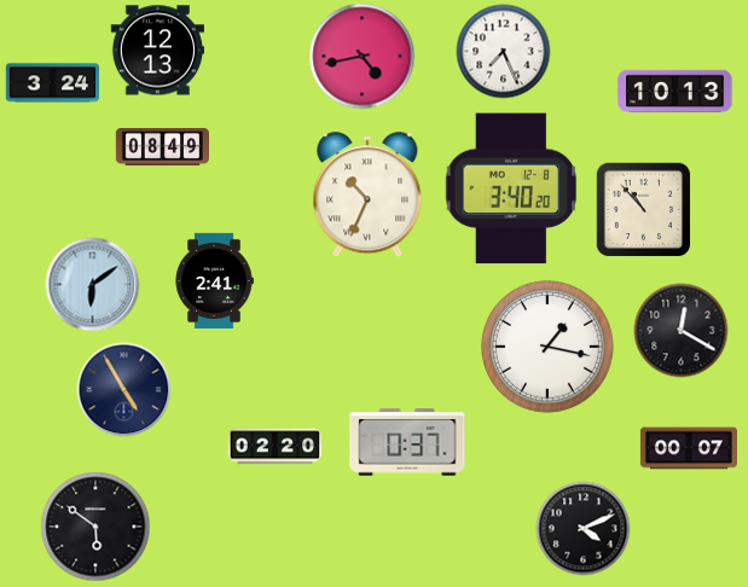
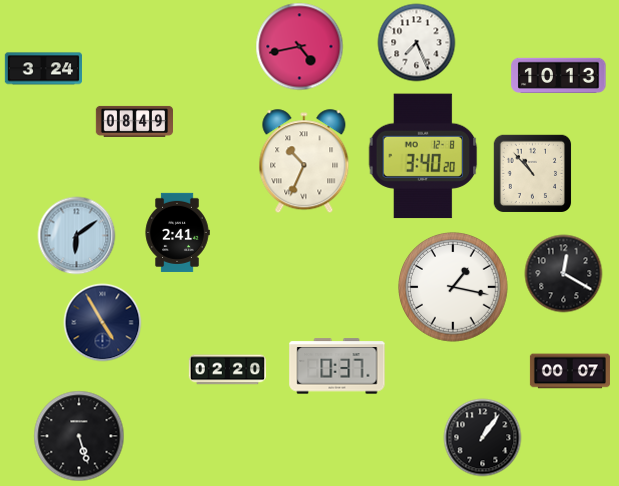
clock at (157, 51): 12:13 -> none
clock at (95, 527): 5:51 -> 5:27
clock at (582, 528): 4:11 -> 1:06
